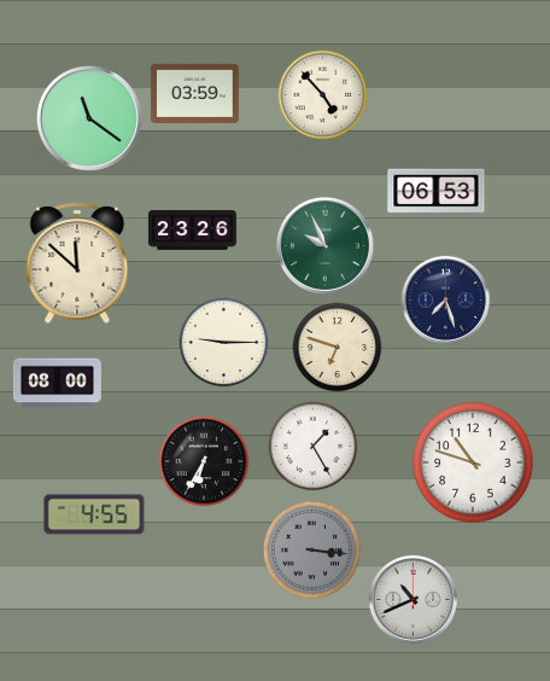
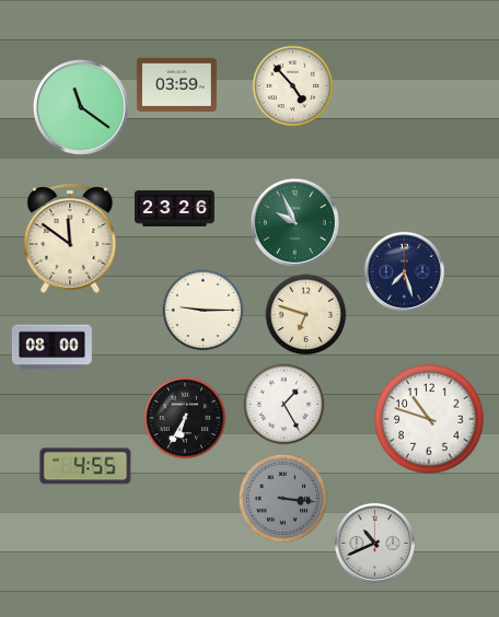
clock at (437, 192): 06:53 -> none
clock at (77, 263): 11:52 -> 11:51
